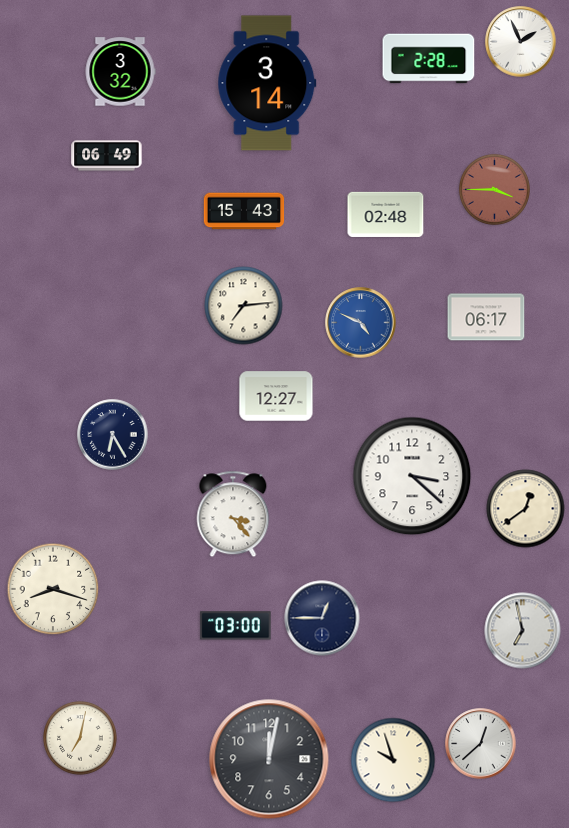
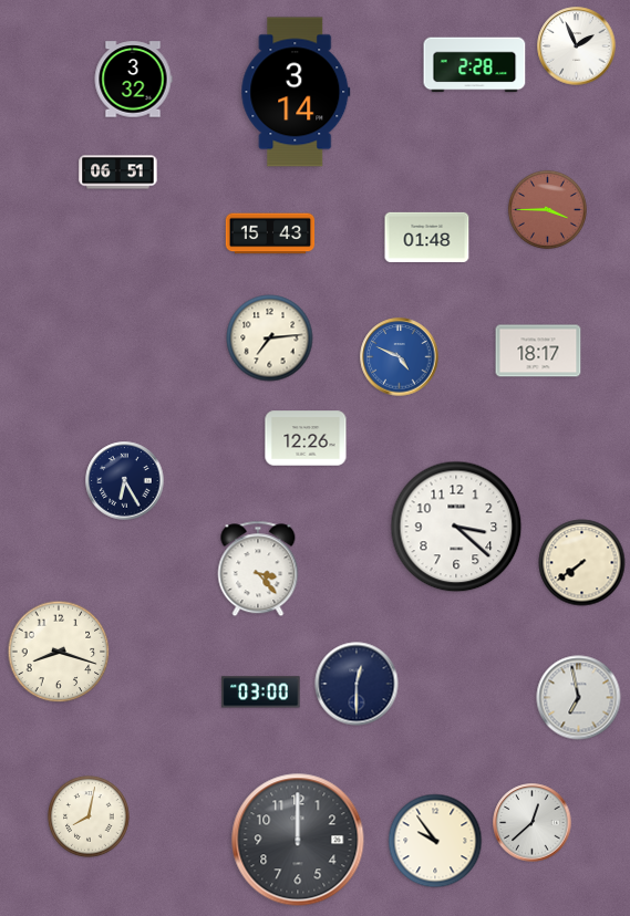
clock at (107, 156): 06:49 -> 06:51
clock at (386, 214): 02:48 -> 01:48
clock at (486, 317): 06:17 -> 18:17
clock at (276, 396): 12:27 -> 12:26
clock at (526, 509): 12:39 -> 7:39
clock at (322, 618): 12:45 -> 12:30
clock at (80, 738): 7:02 -> 8:02
clock at (269, 759): 12:02 -> 12:00
clock at (393, 760): 9:57 -> 9:54
